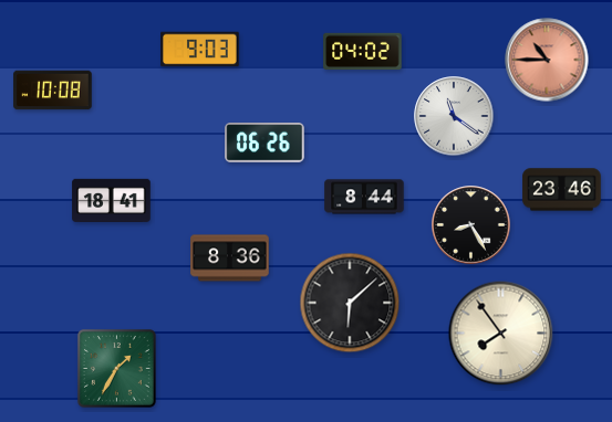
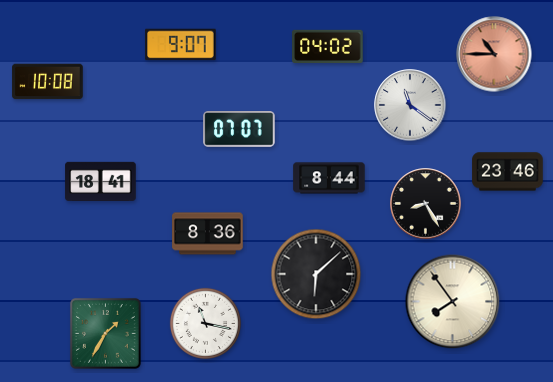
clock at (200, 50): 9:03 -> 9:07
clock at (264, 144): 06:26 -> 07:07
clock at (205, 323): none -> 11:17
